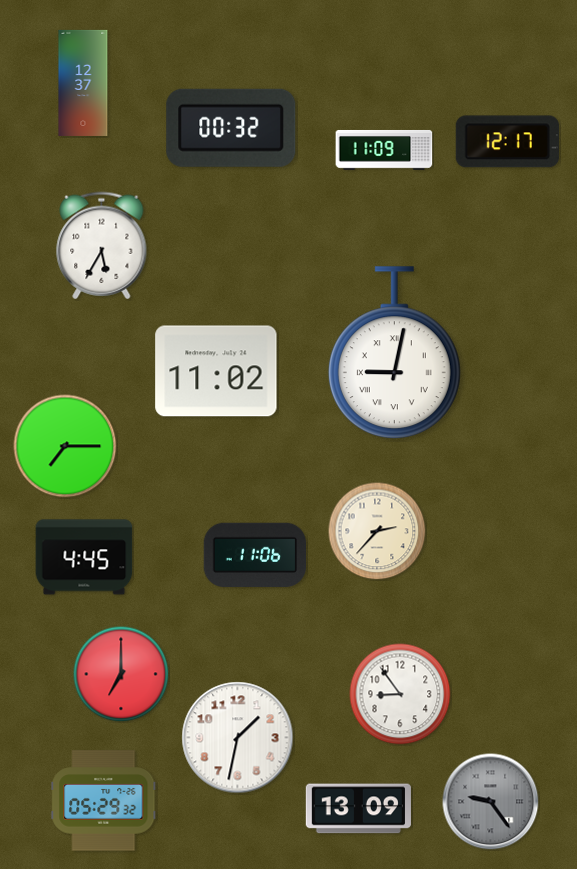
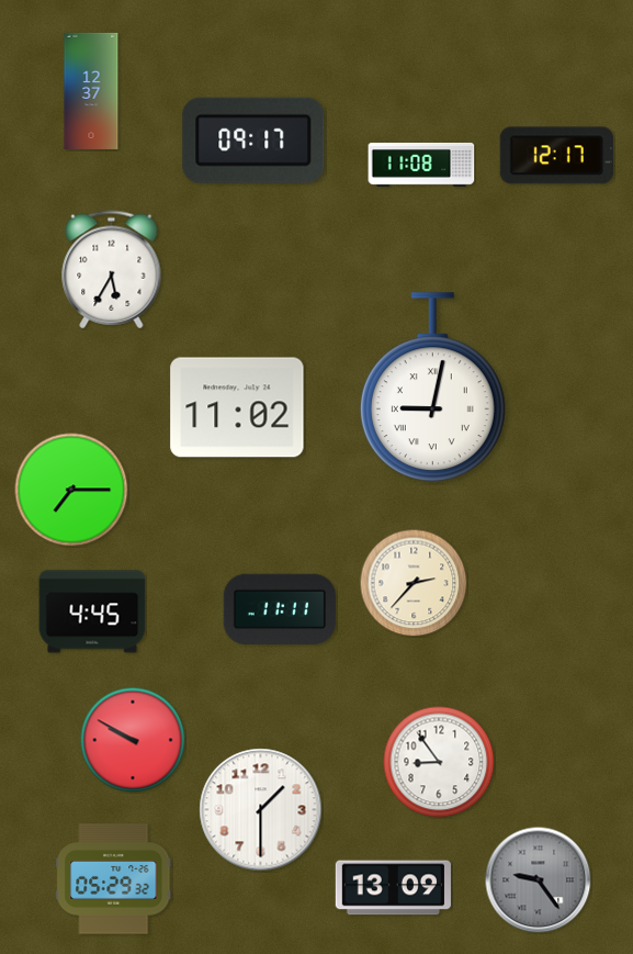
clock at (231, 128): 00:32 -> 09:17
clock at (384, 150): 11:09 -> 11:08
clock at (255, 555): 11:06 -> 11:11
clock at (121, 674): 7:00 -> 9:50
clock at (238, 738): 1:32 -> 1:30
